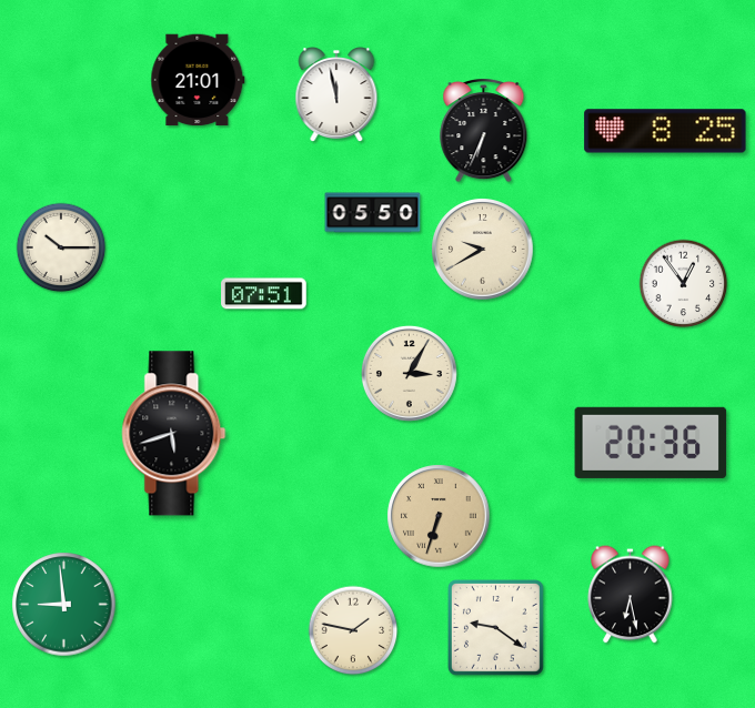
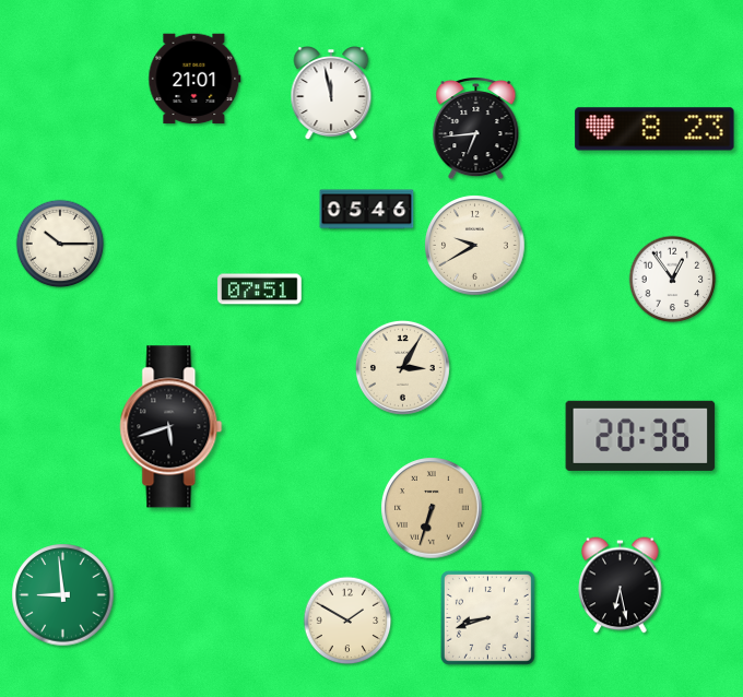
clock at (484, 131): 6:34 -> 6:44
clock at (665, 131): 8:25 -> 8:23
clock at (373, 213): 05:50 -> 05:46
clock at (495, 627): 9:21 -> 8:42
clock at (353, 630): 1:47 -> 1:50
